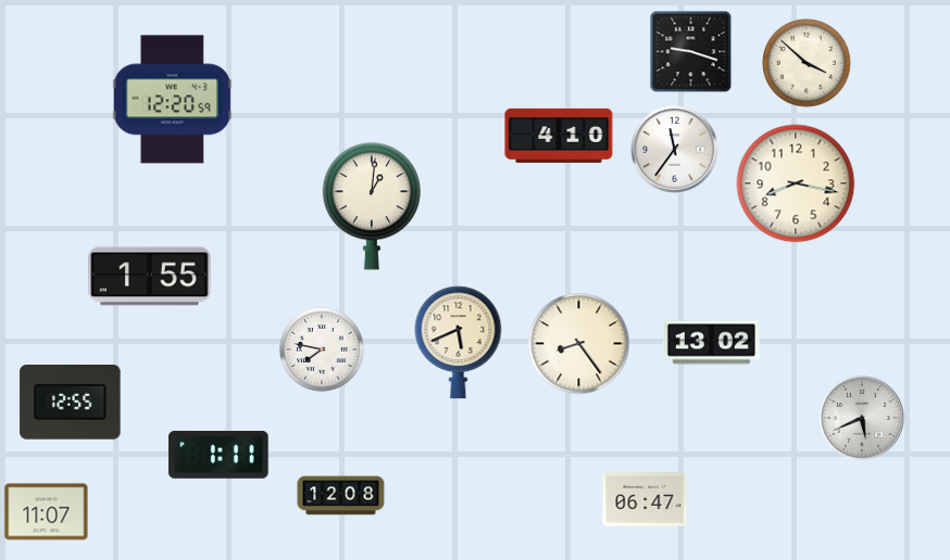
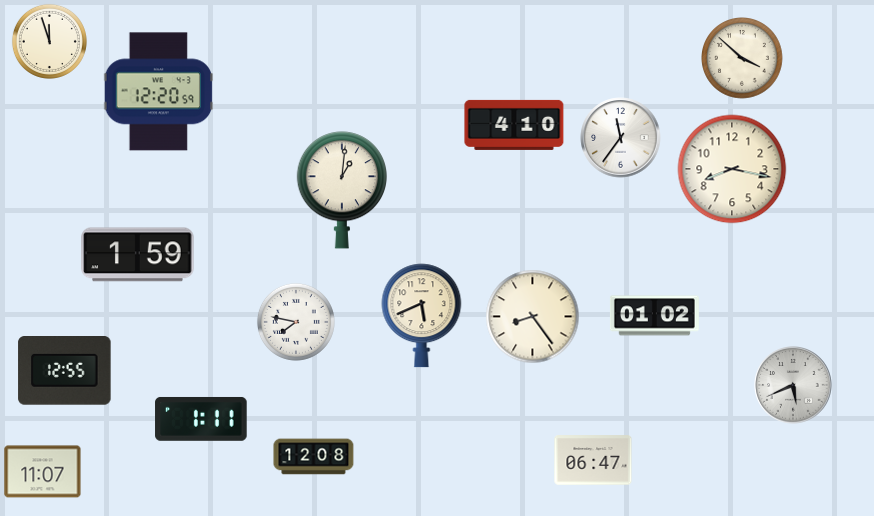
clock at (49, 41): none -> 11:57
clock at (691, 52): 9:18 -> none
clock at (150, 277): 1:55 -> 1:59
clock at (711, 343): 13:02 -> 01:02
